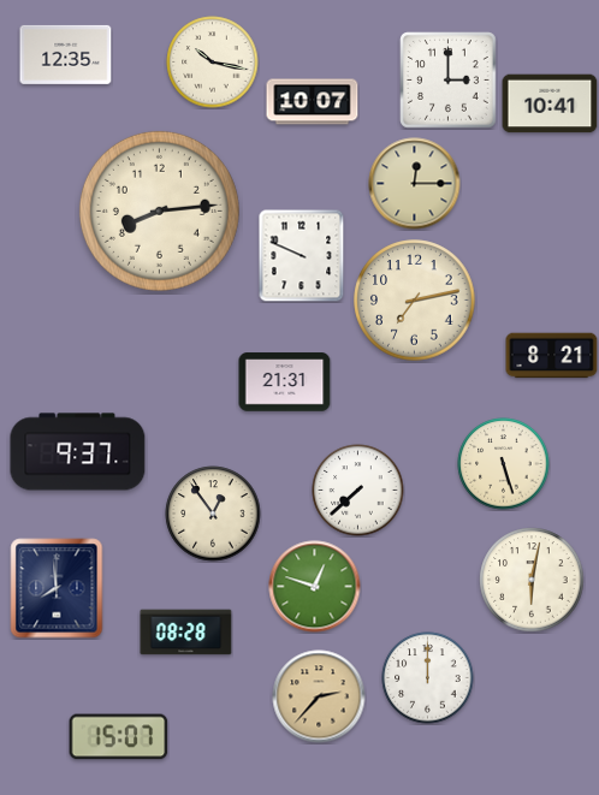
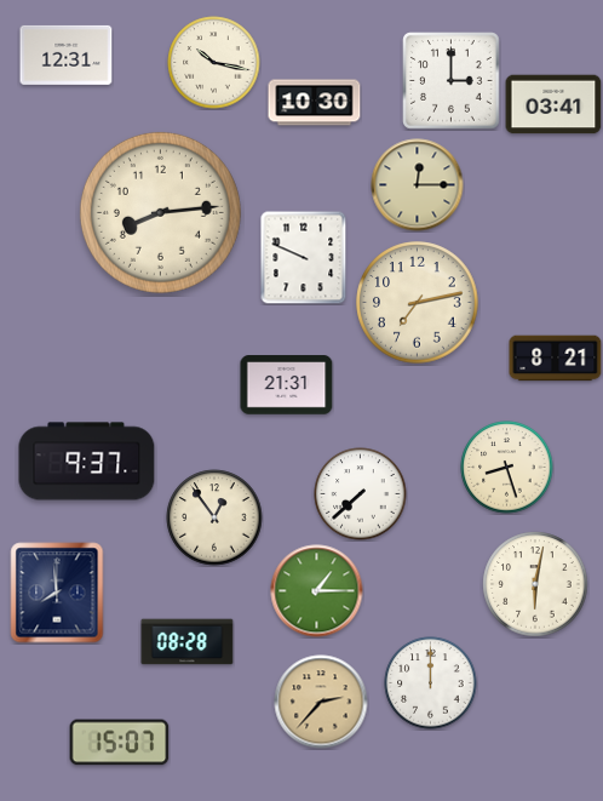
clock at (66, 54): 12:35 -> 12:31
clock at (313, 102): 10:07 -> 10:30
clock at (550, 103): 10:41 -> 03:41
clock at (78, 452) position: (78, 452) -> (87, 462)
clock at (504, 464): 5:27 -> 8:27
clock at (315, 587): 12:48 -> 1:15
clock at (186, 633) position: (186, 633) -> (188, 642)
